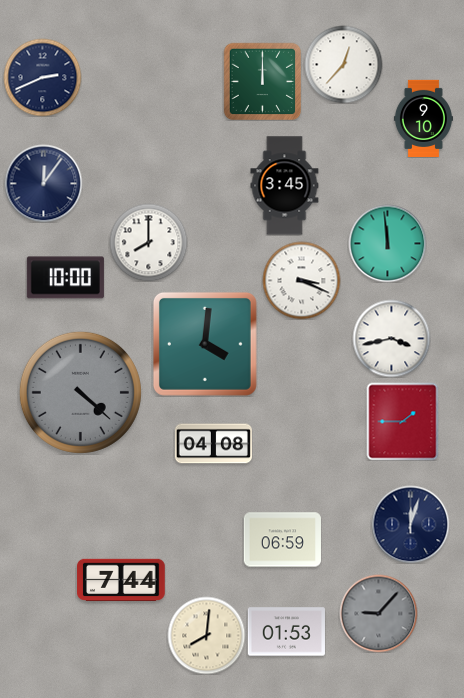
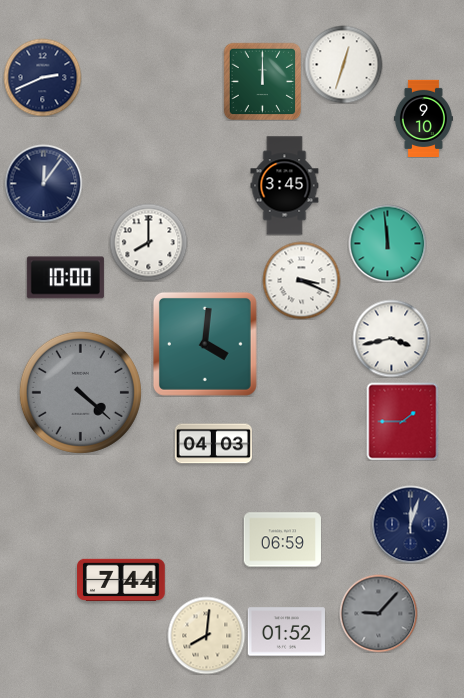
clock at (343, 64): 12:37 -> 12:33
clock at (213, 444): 04:08 -> 04:03
clock at (286, 632): 01:53 -> 01:52
